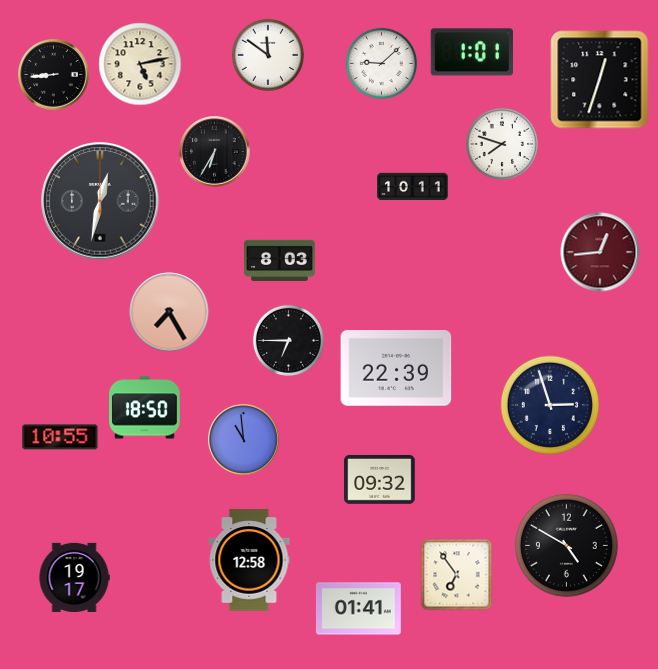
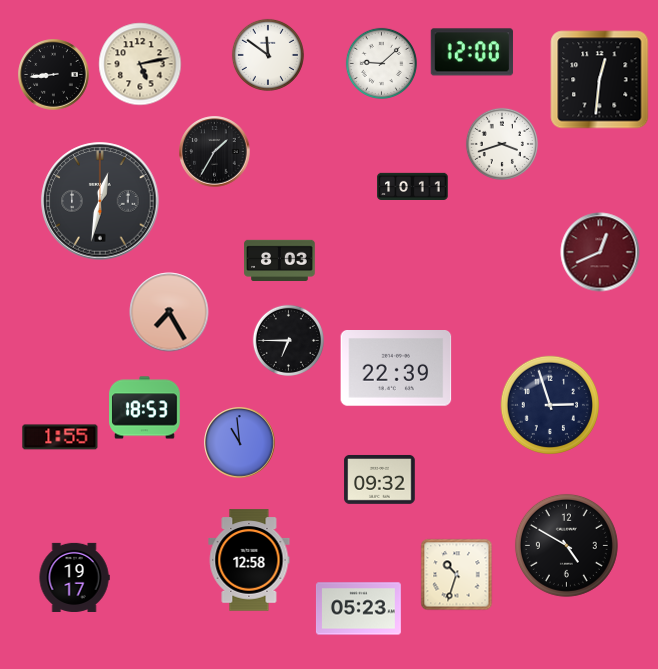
clock at (472, 52): 1:01 -> 12:00
clock at (600, 80): 12:33 -> 12:31
clock at (502, 144): 7:48 -> 3:42
clock at (215, 152): 6:35 -> 1:35
clock at (600, 252): 12:44 -> 12:41
clock at (145, 408): 18:50 -> 18:53
clock at (60, 437): 10:55 -> 1:55
clock at (244, 440) position: (244, 440) -> (240, 443)
clock at (457, 575): 6:54 -> 10:33
clock at (358, 609): 01:41 -> 05:23
